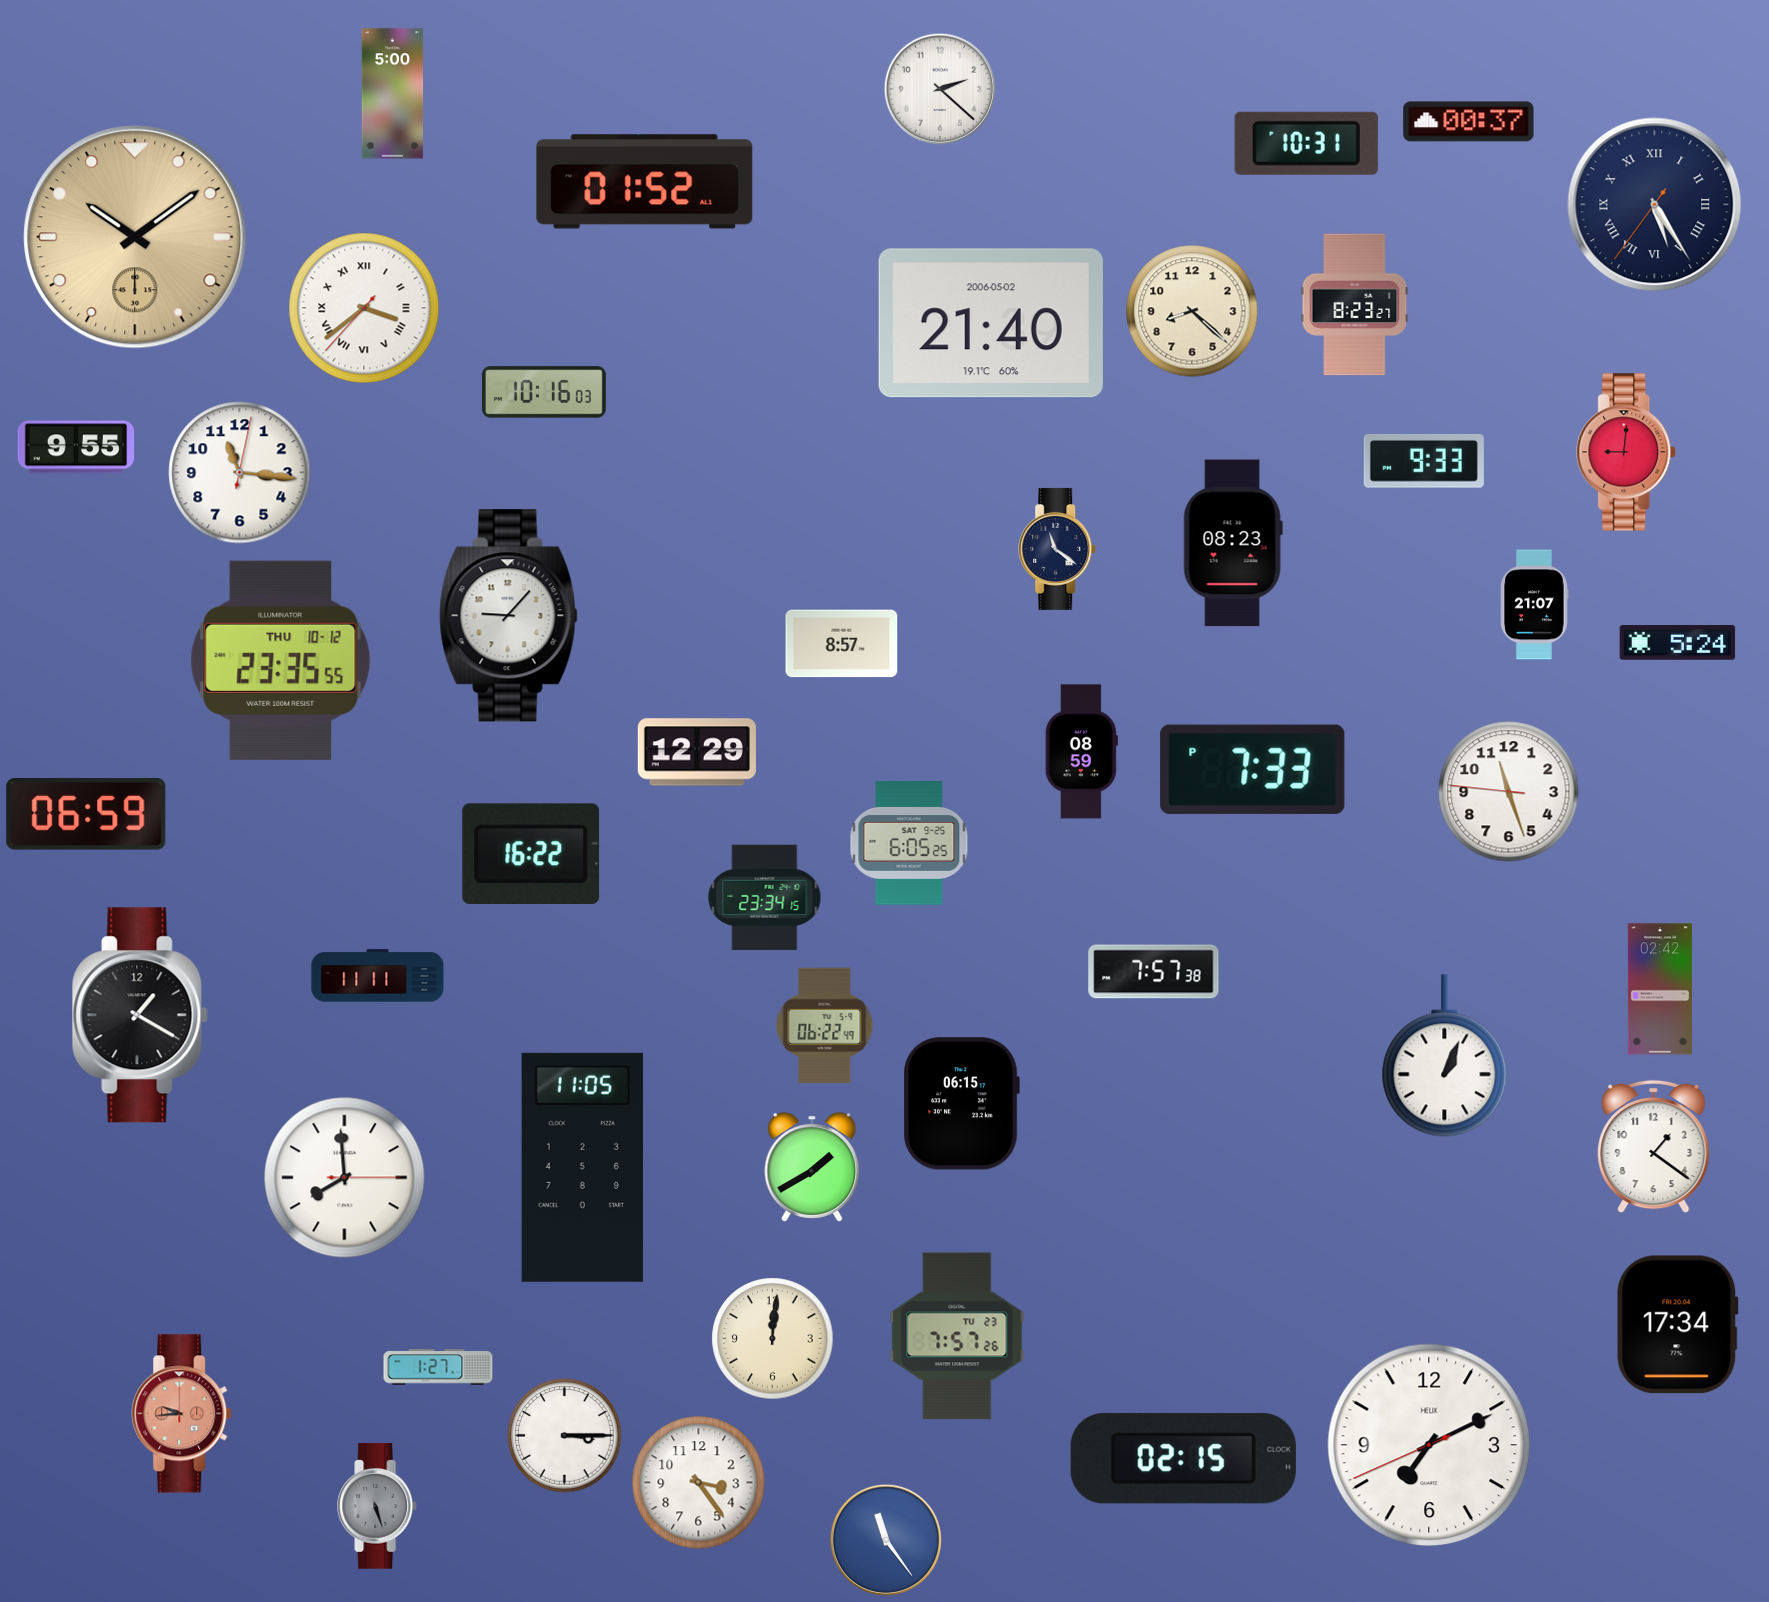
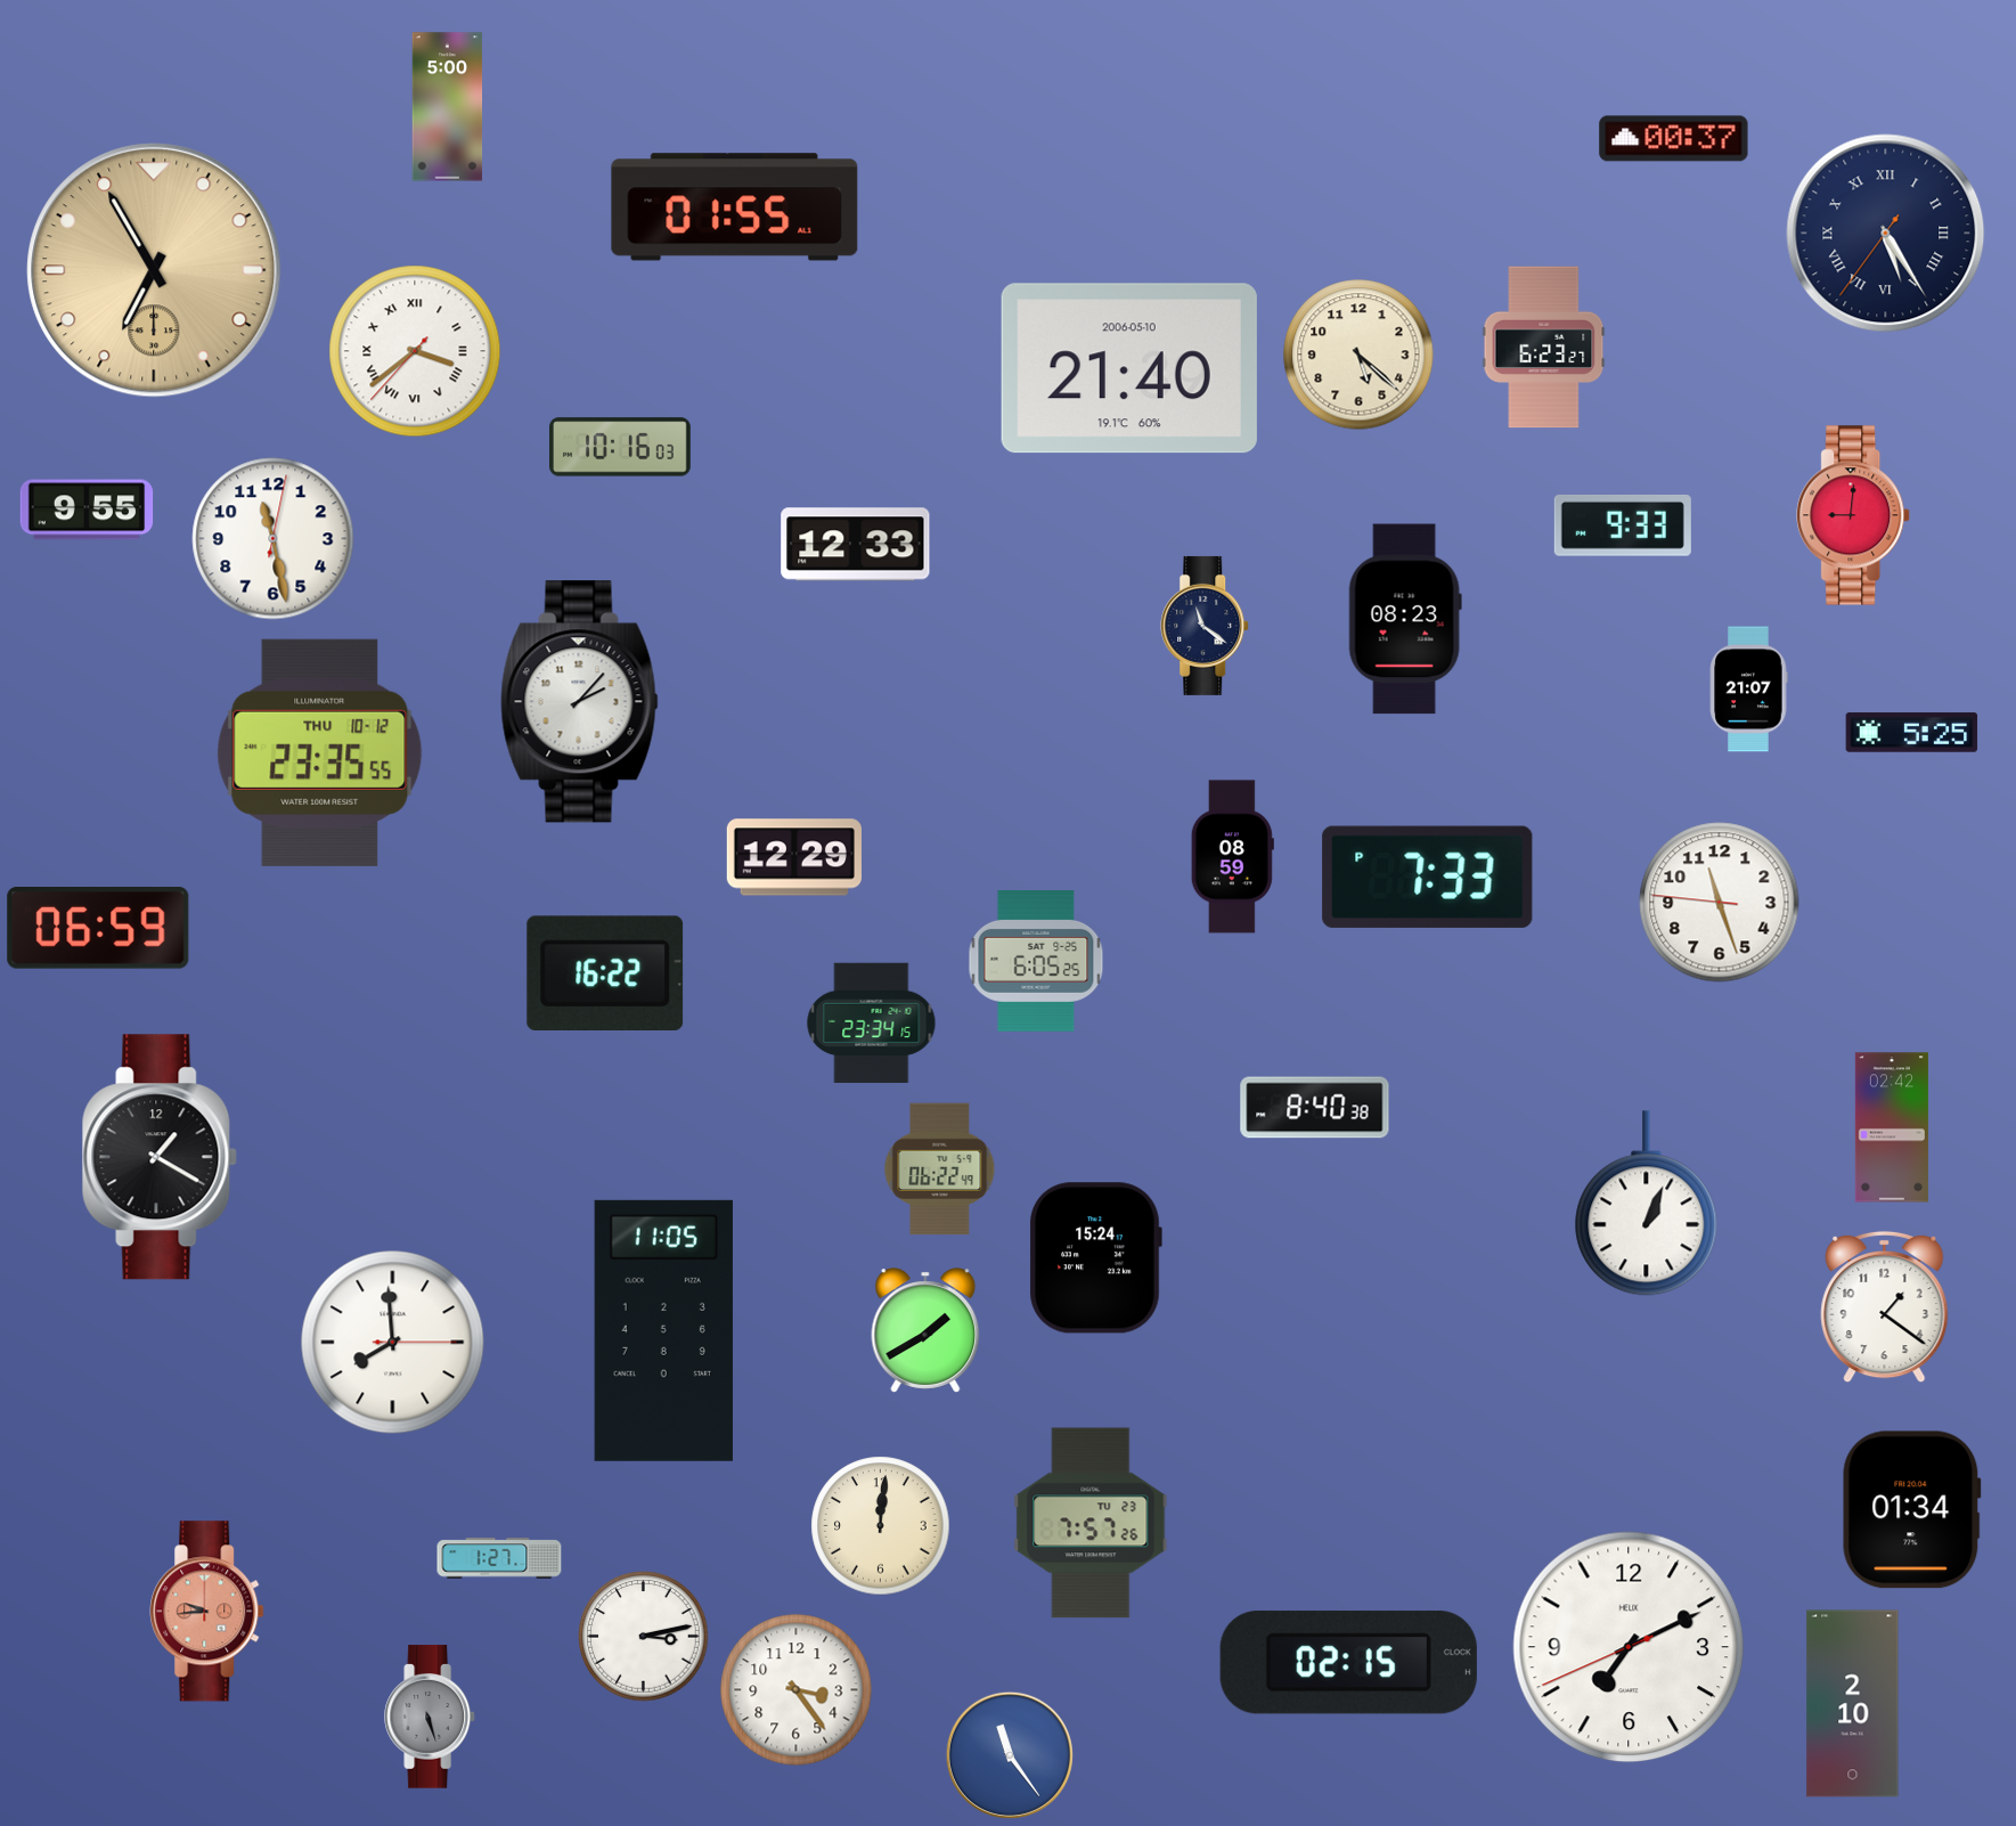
clock at (940, 89): 2:22 -> none
clock at (1306, 143): 10:31 -> none
clock at (645, 182): 01:52 -> 01:55
clock at (135, 237): 10:09 -> 6:55
clock at (1355, 305): 8:23 -> 6:23
clock at (1192, 311): 8:22 -> 5:22
clock at (991, 323) date: 2006-05-02 -> 2006-05-10
clock at (240, 473): 11:16 -> 11:28
clock at (856, 545): none -> 12:33
clock at (509, 616): 9:07 -> 2:07
clock at (1678, 643): 5:24 -> 5:25
clock at (842, 644): 8:57 -> none
clock at (1154, 972): 7:57 -> 8:40
clock at (378, 976): 11:11 -> none
clock at (961, 1104): 06:15 -> 15:24
clock at (1678, 1325): 17:34 -> 01:34
clock at (565, 1436): 3:15 -> 3:13
clock at (1853, 1704): none -> 2:10
